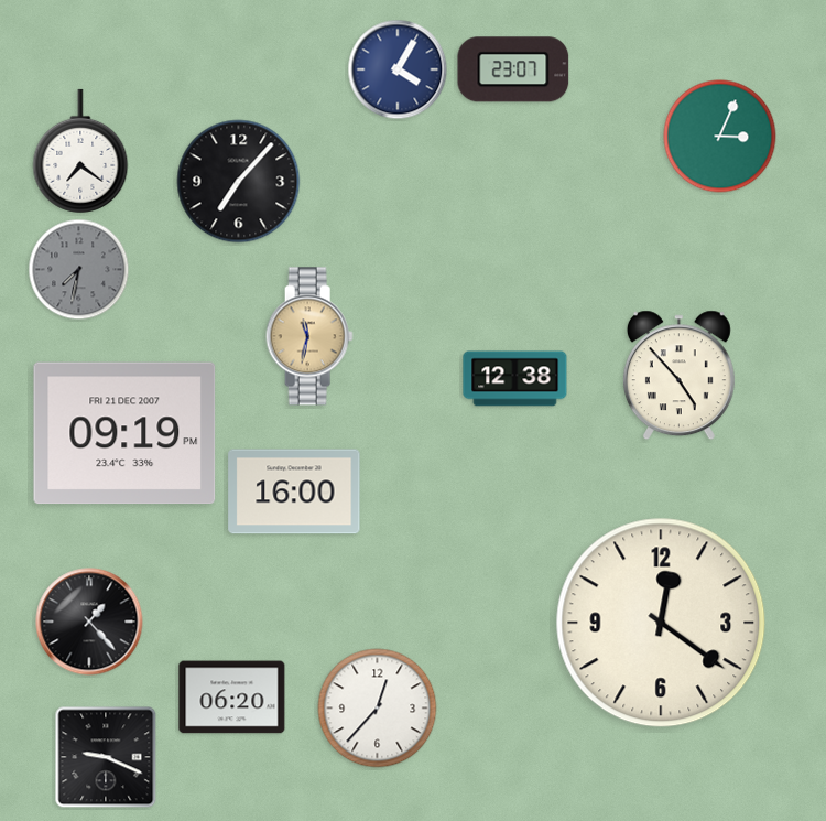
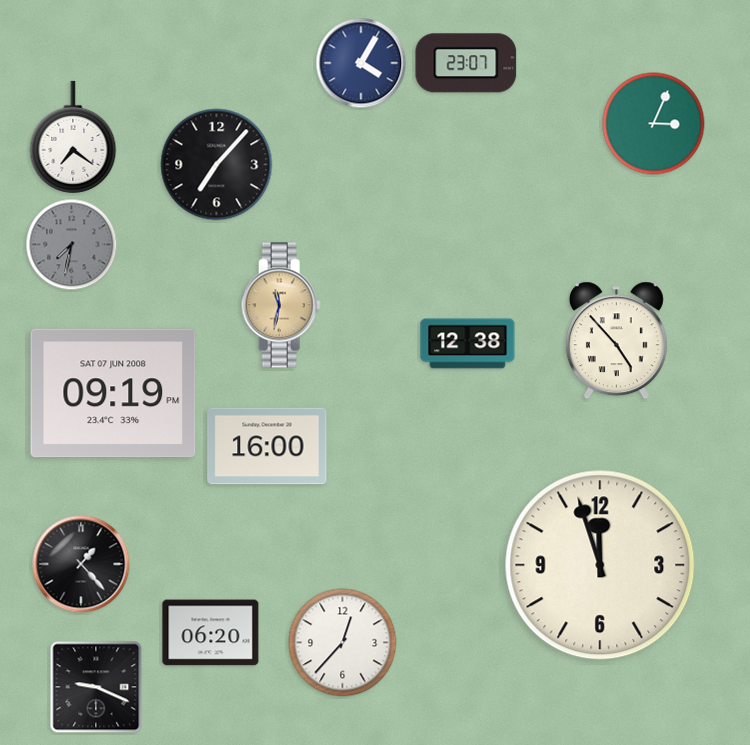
clock at (124, 433) date: FRI 21 DEC 2007 -> SAT 07 JUN 2008
clock at (661, 623): 12:21 -> 11:57
